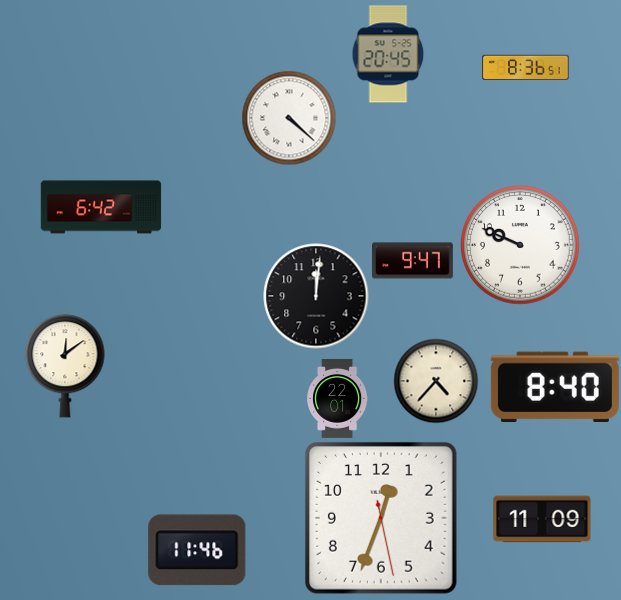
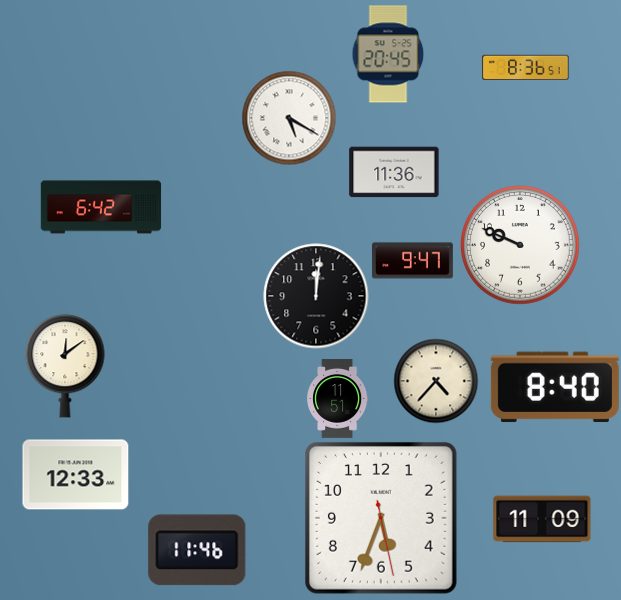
clock at (289, 118): 4:22 -> 5:20
clock at (394, 172): none -> 11:36
clock at (338, 398): 22:01 -> 11:51
clock at (76, 475): none -> 12:33
clock at (381, 518): 12:33 -> 5:33
